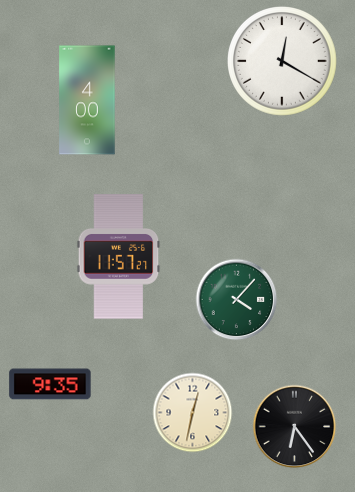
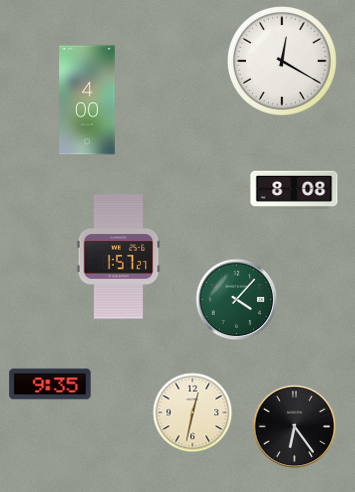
clock at (294, 190): none -> 8:08
clock at (119, 257): 11:57 -> 1:57
